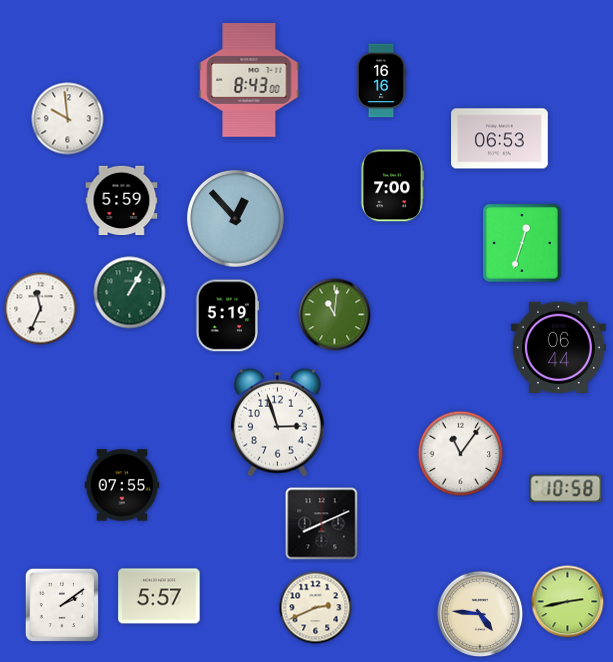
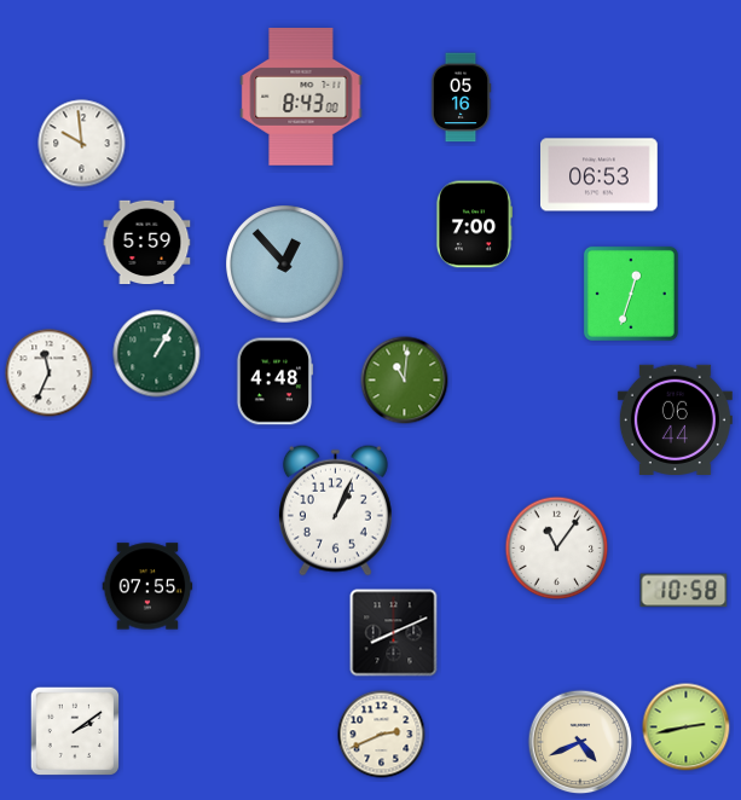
clock at (381, 81): 16:16 -> 05:16
clock at (500, 139) position: (500, 139) -> (600, 175)
clock at (227, 316): 5:19 -> 4:48
clock at (277, 422): 2:57 -> 1:04
clock at (322, 524) position: (322, 524) -> (394, 633)
clock at (159, 596): 5:57 -> none
clock at (480, 614): 4:46 -> 4:41
